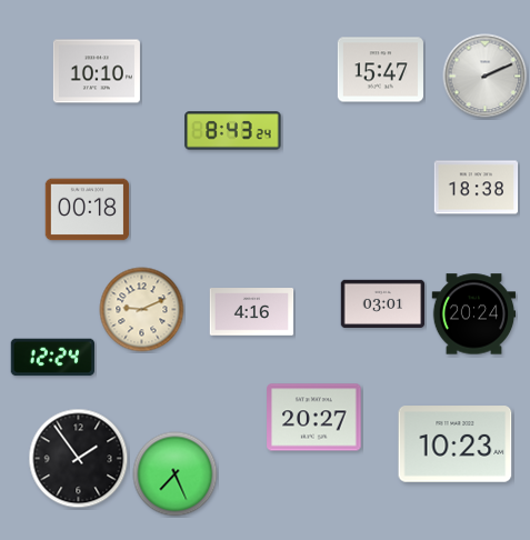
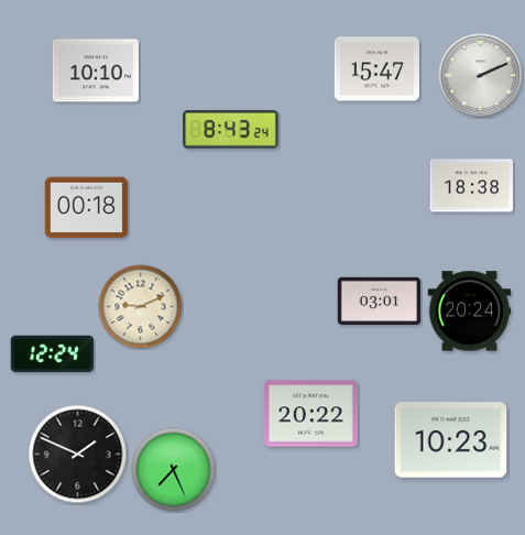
clock at (252, 312): 4:16 -> none
clock at (314, 418): 20:27 -> 20:22
clock at (79, 459): 1:54 -> 1:49
